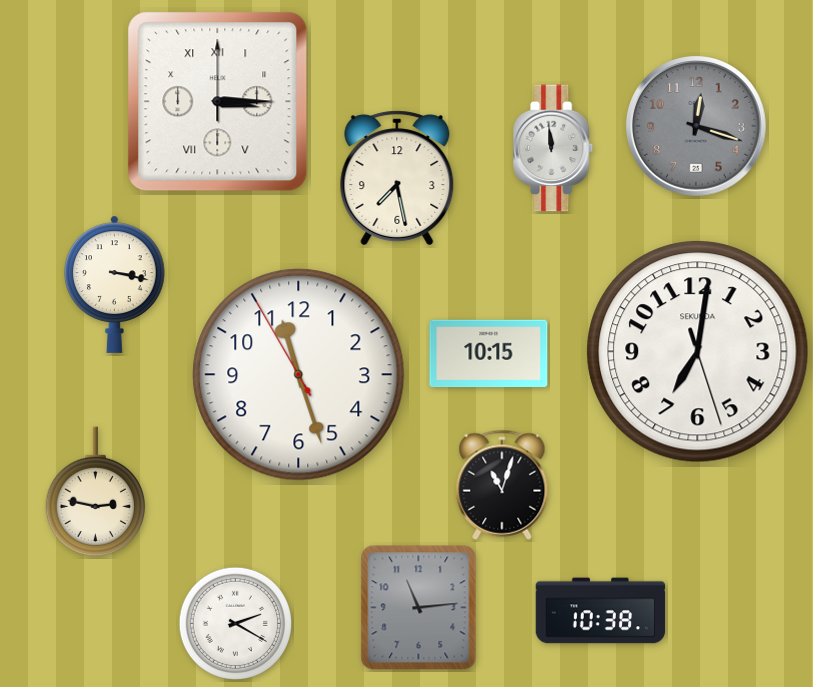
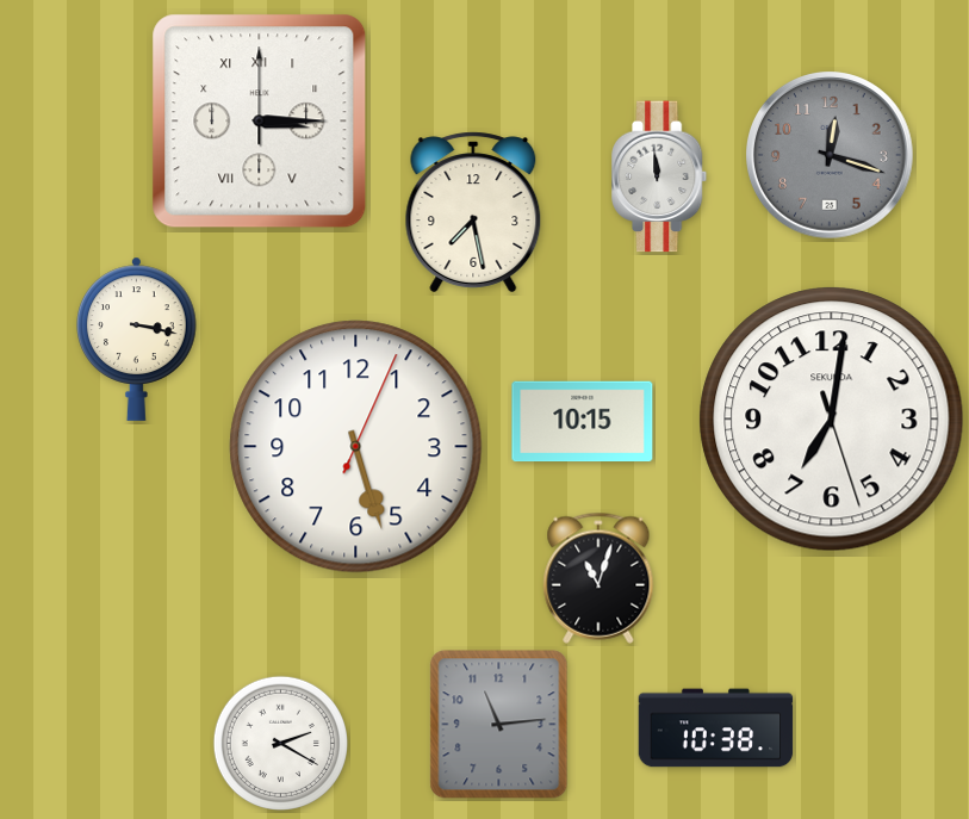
clock at (696, 126) position: (696, 126) -> (830, 155)
clock at (299, 375): 11:26 -> 5:27
clock at (95, 492): 2:47 -> none
